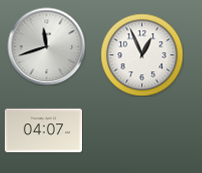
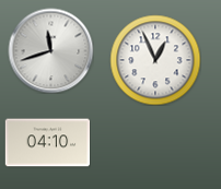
clock at (43, 131): 04:07 -> 04:10
